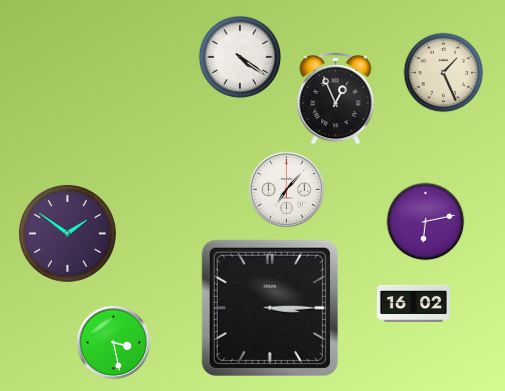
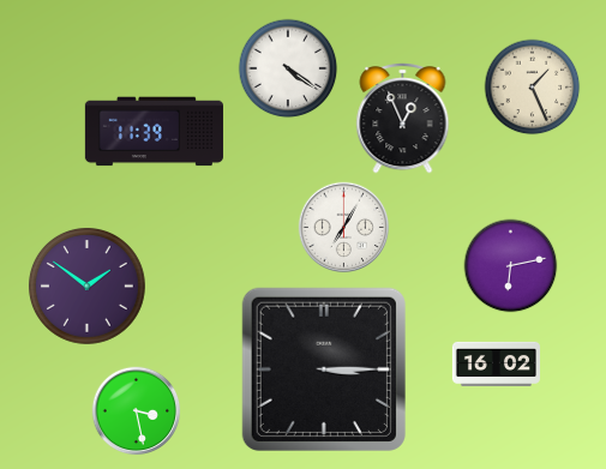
clock at (154, 132): none -> 11:39
clock at (287, 190): 7:07 -> 7:05
clock at (67, 233) position: (67, 233) -> (86, 285)
